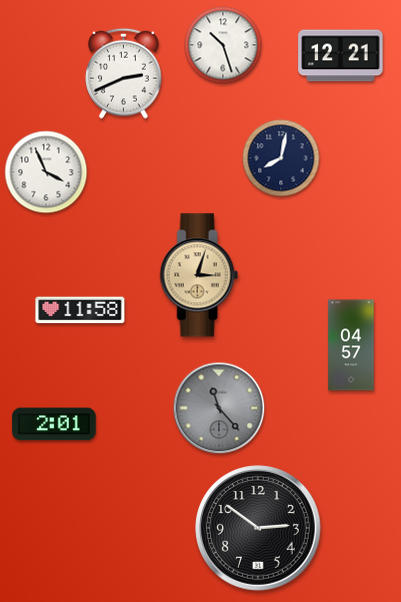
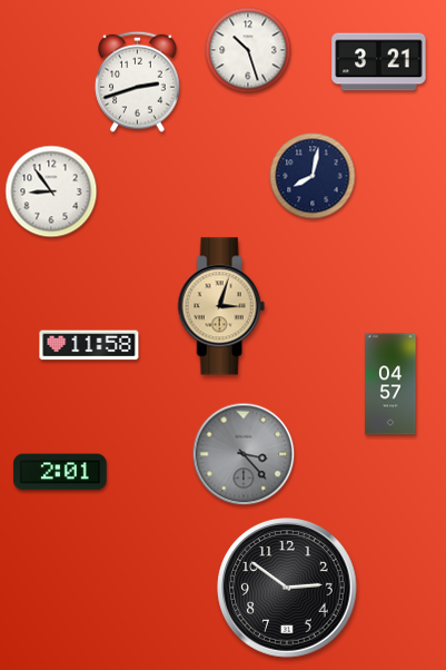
clock at (341, 56): 12:21 -> 3:21
clock at (124, 73): 2:41 -> 2:42
clock at (46, 172): 3:56 -> 8:54
clock at (219, 408): 11:23 -> 3:23
